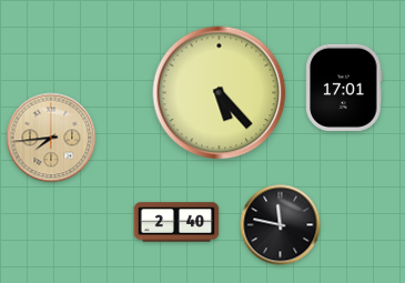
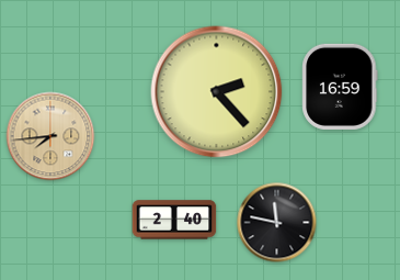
clock at (344, 88): 17:01 -> 16:59
clock at (220, 93): 5:23 -> 2:23
